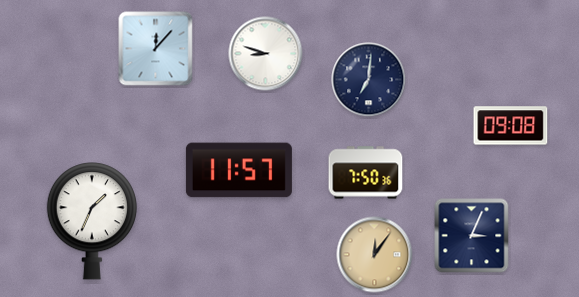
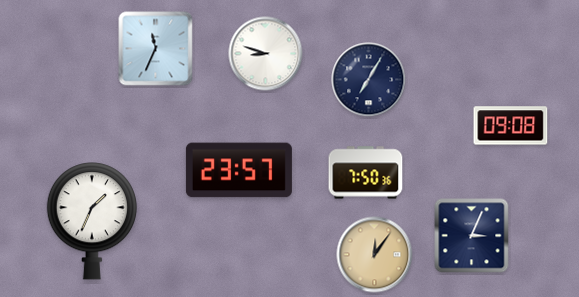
clock at (156, 49): 12:07 -> 11:34
clock at (369, 80): 7:01 -> 7:05
clock at (239, 170): 11:57 -> 23:57
